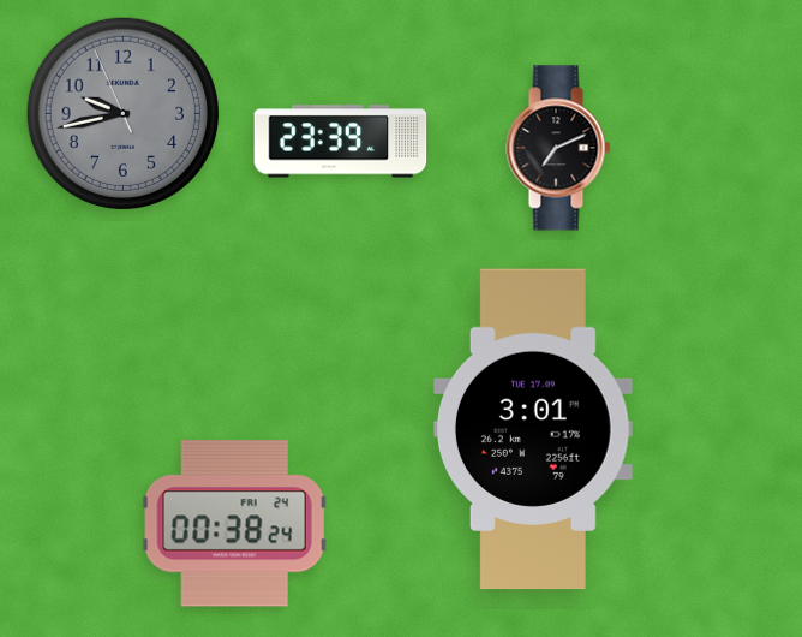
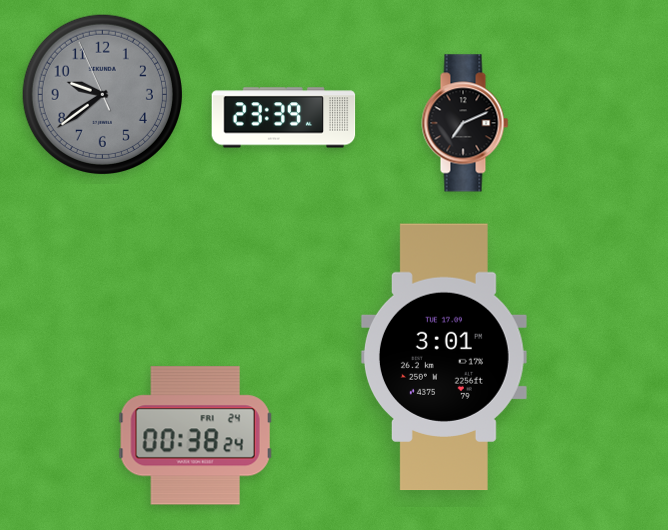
clock at (122, 113): 9:42 -> 9:38
